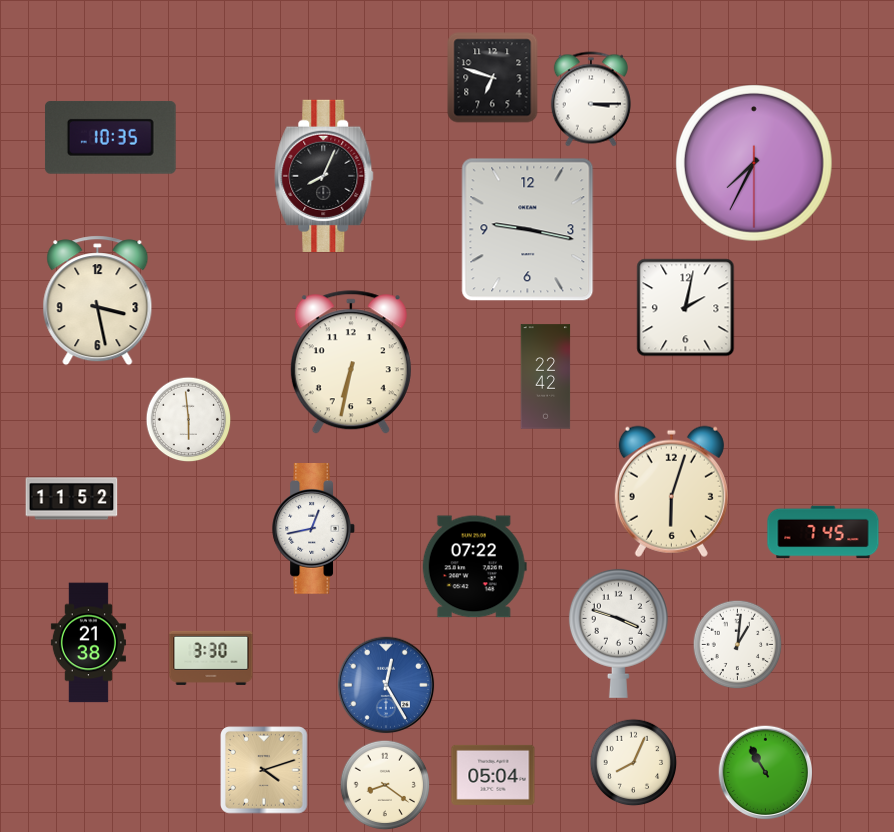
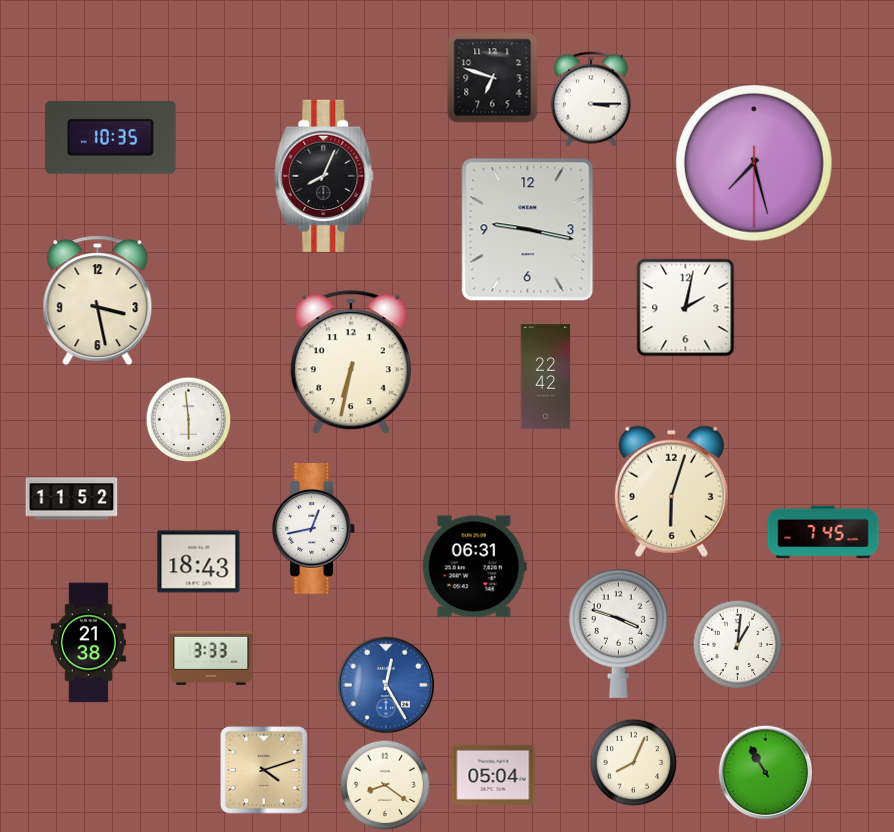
clock at (755, 164): 7:34 -> 7:27
clock at (199, 562): none -> 18:43
clock at (474, 567): 07:22 -> 06:31
clock at (211, 658): 3:30 -> 3:33
